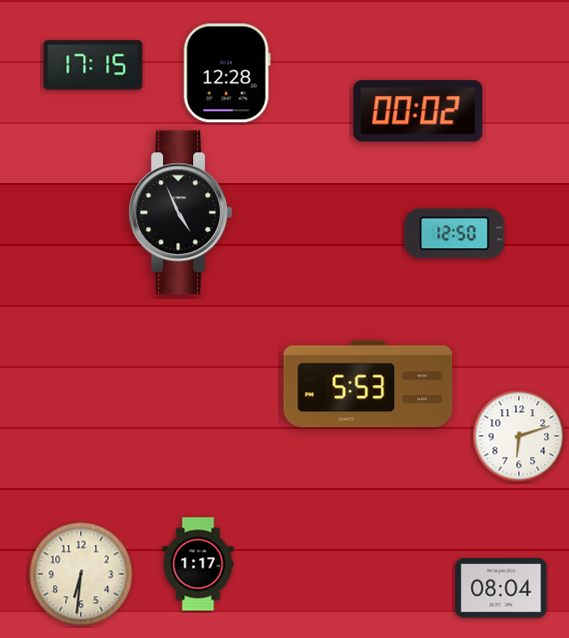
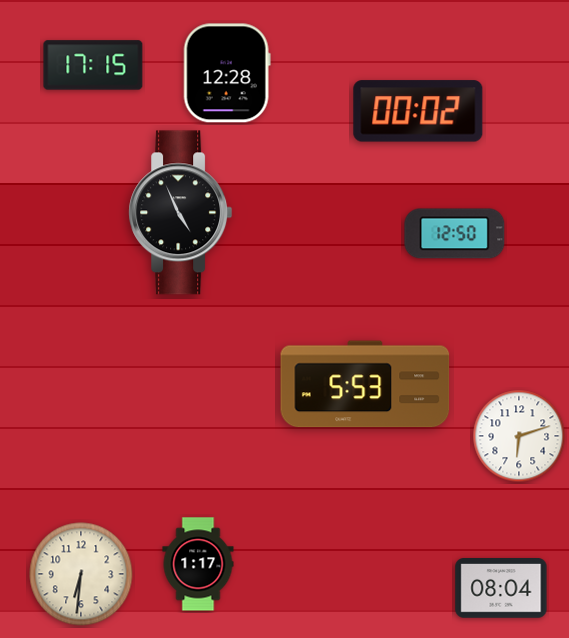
clock at (368, 384) position: (368, 384) -> (365, 384)
